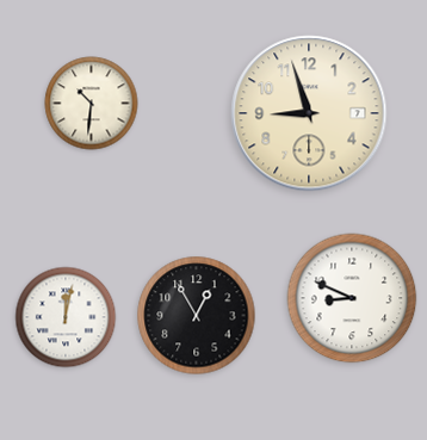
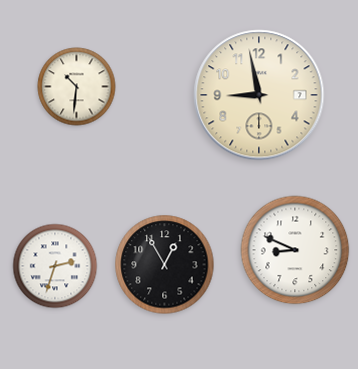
clock at (309, 113): 8:57 -> 8:58
clock at (66, 317): 12:02 -> 2:33
